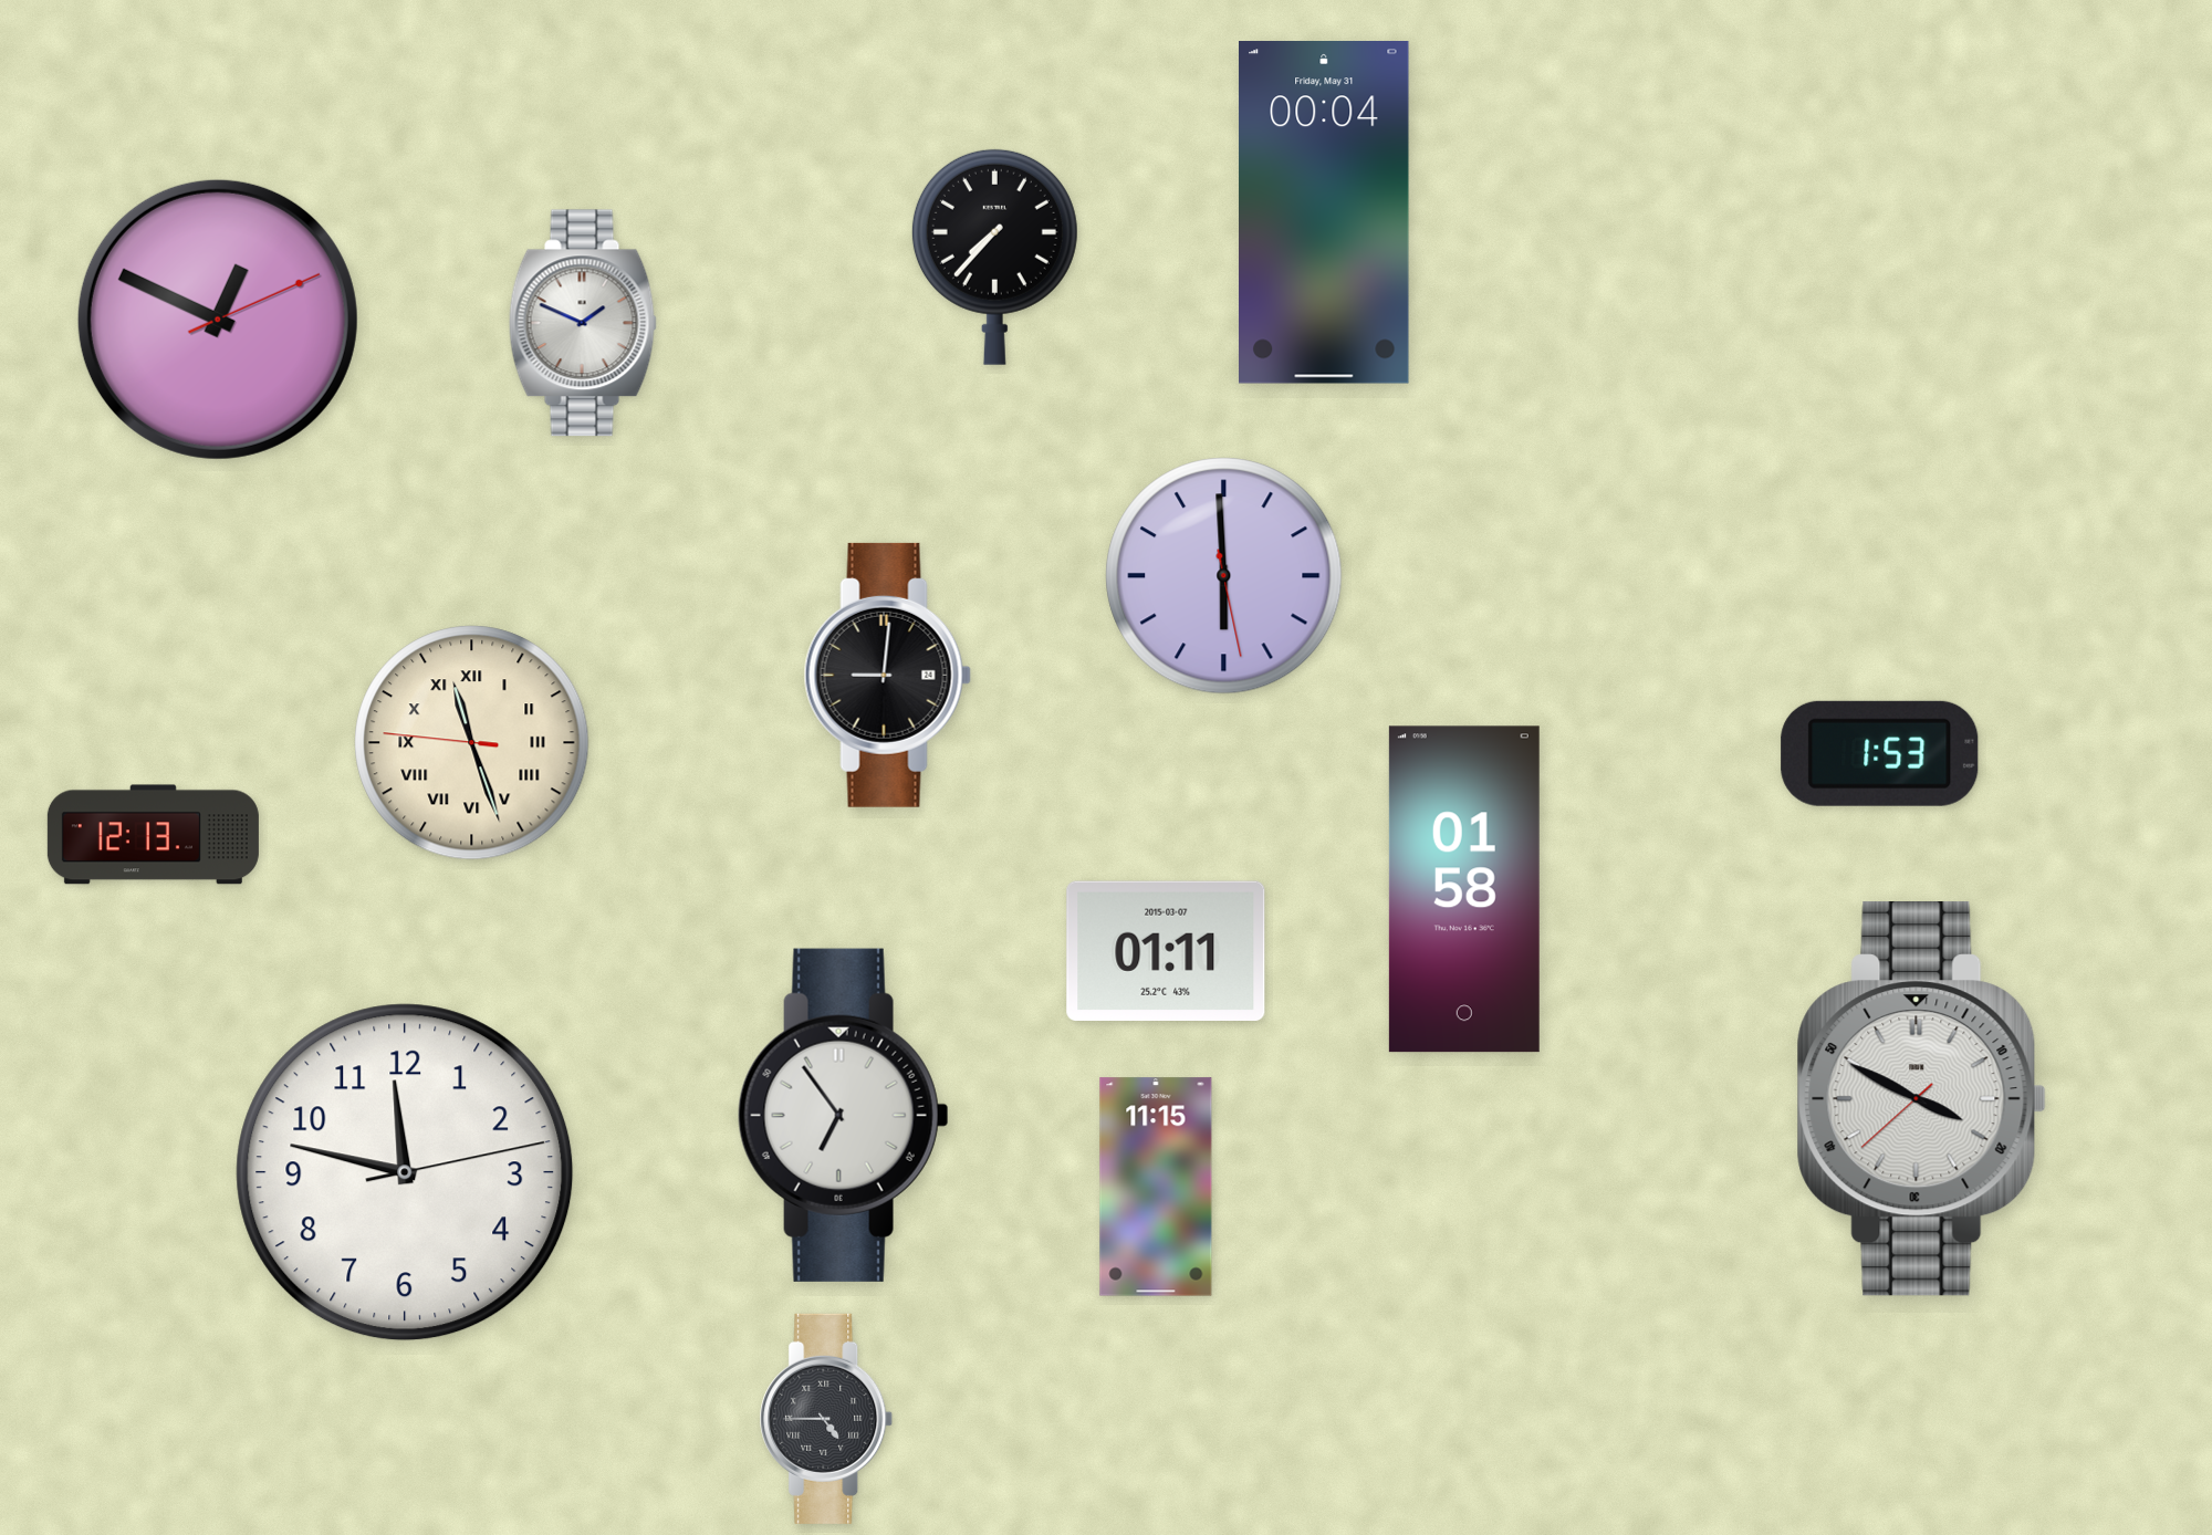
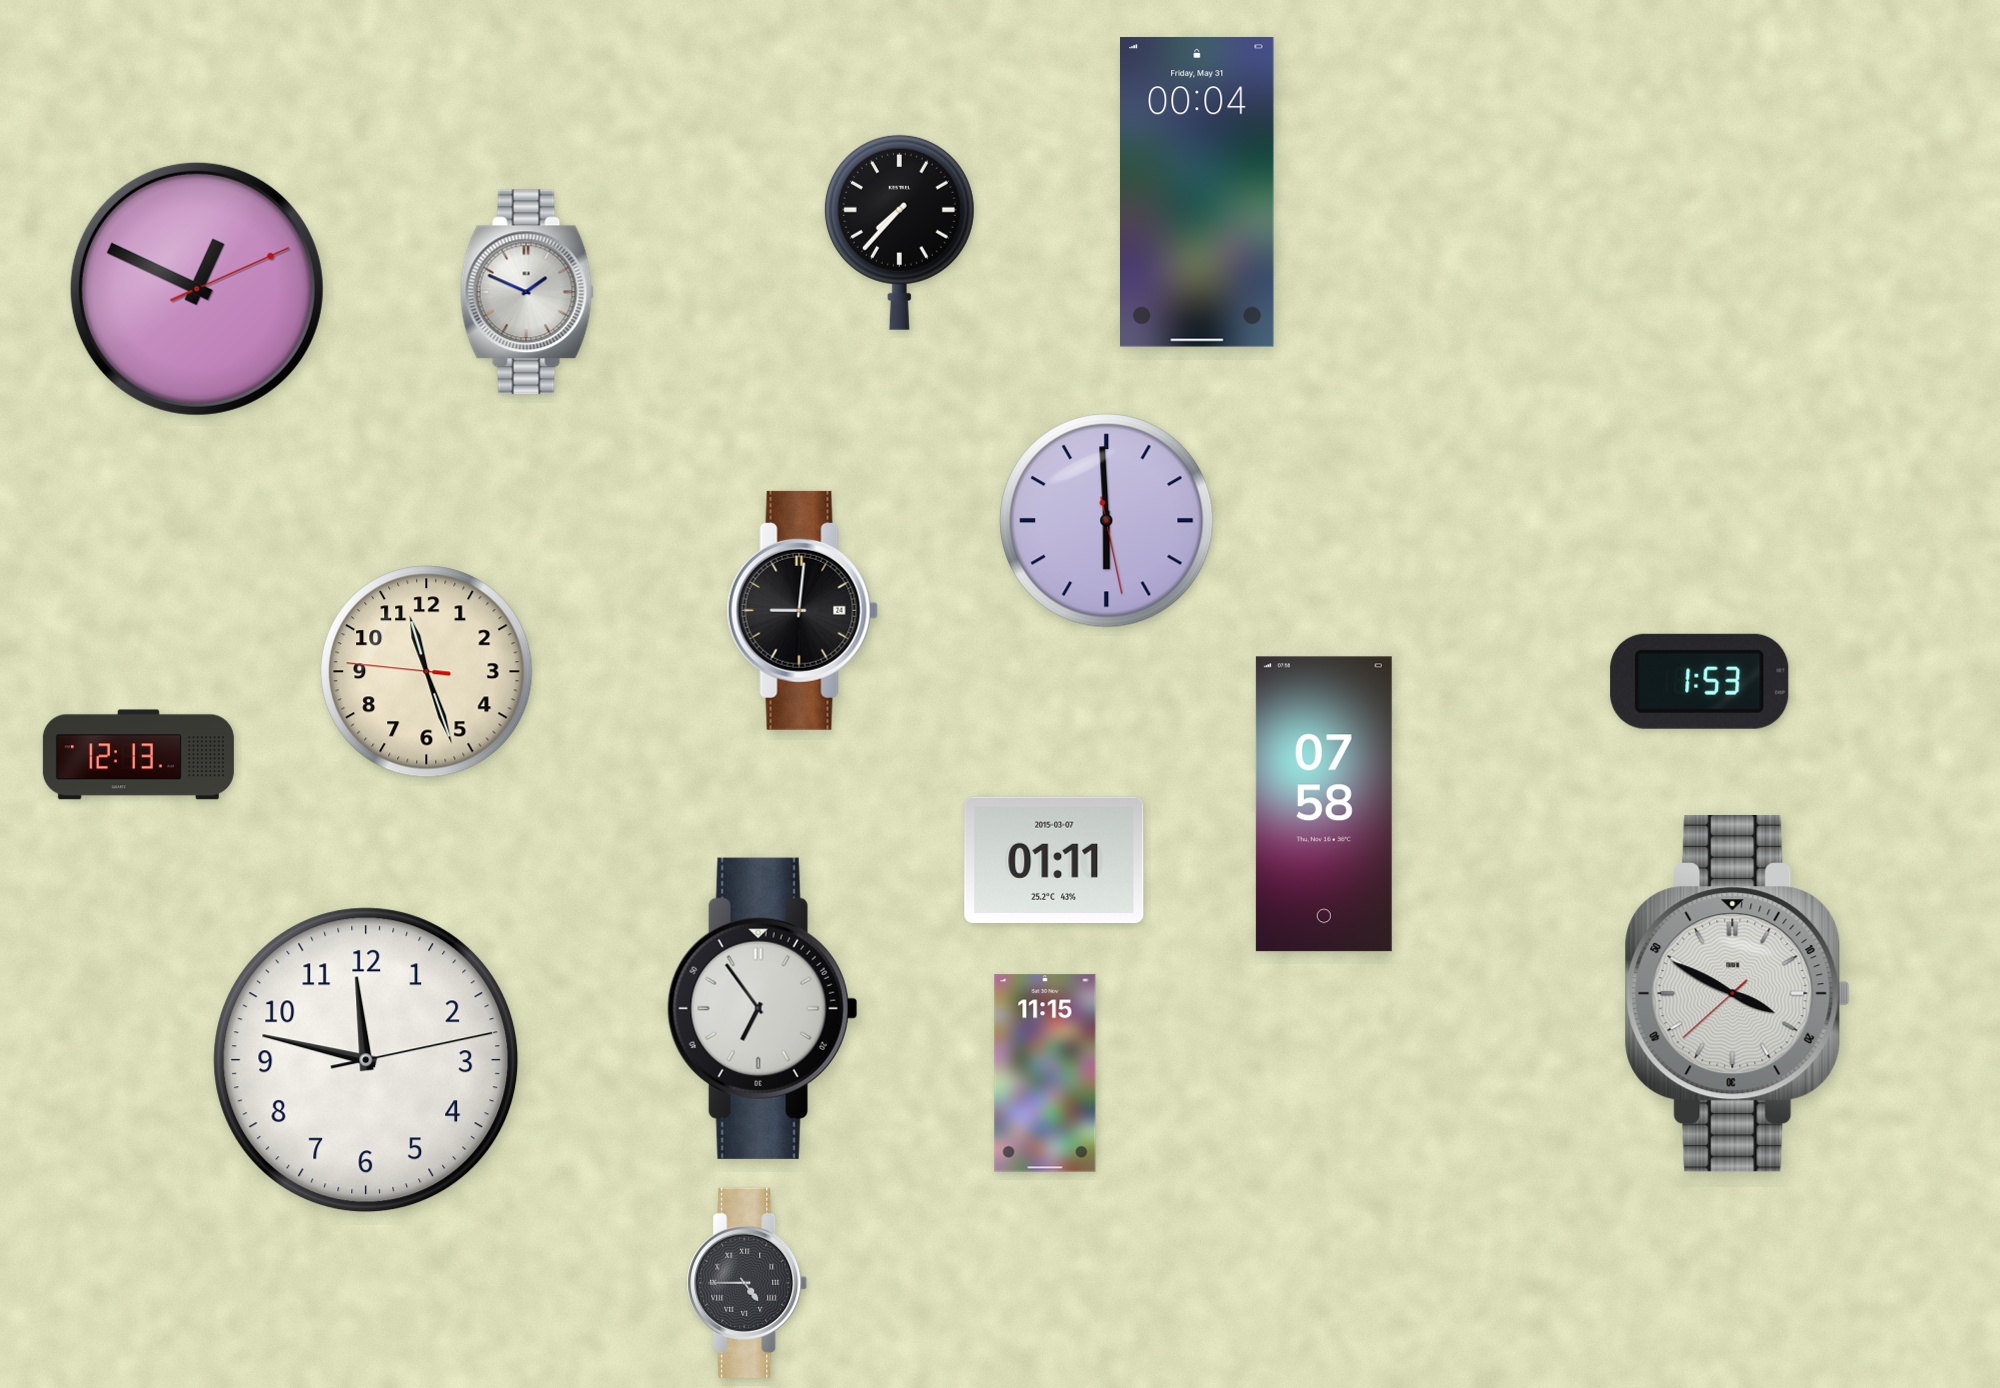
clock at (472, 743) numerals: Roman -> Arabic
clock at (1464, 889): 01:58 -> 07:58
